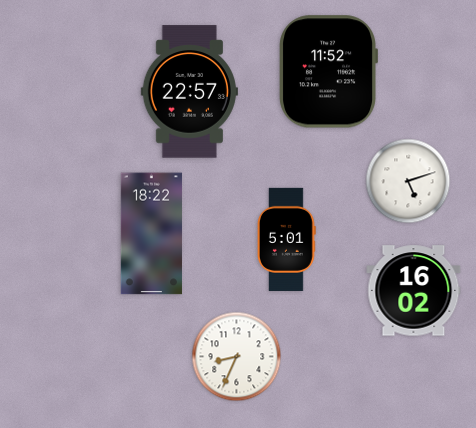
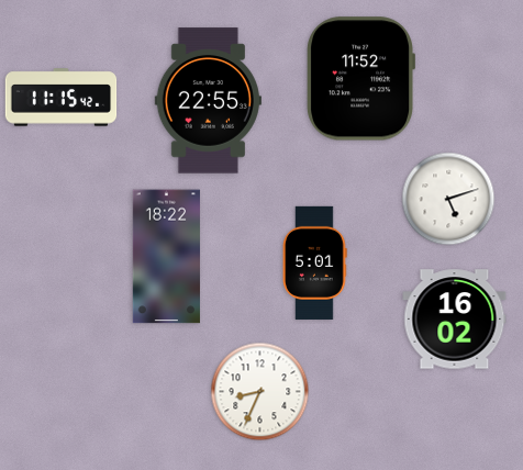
clock at (62, 98): none -> 11:15
clock at (189, 92): 22:57 -> 22:55
